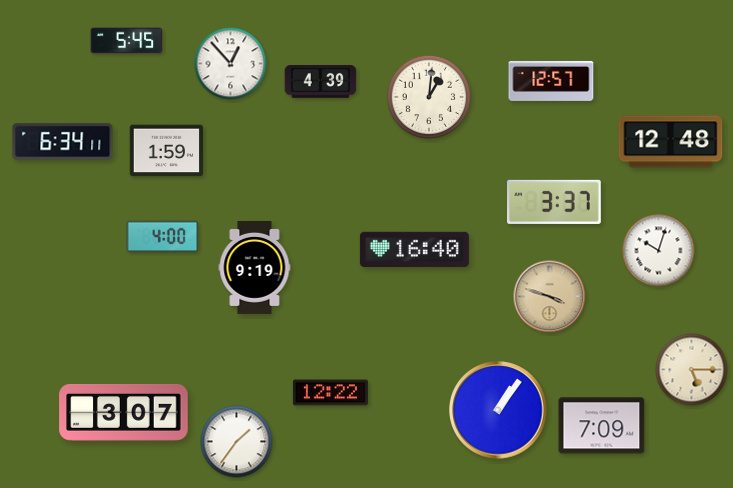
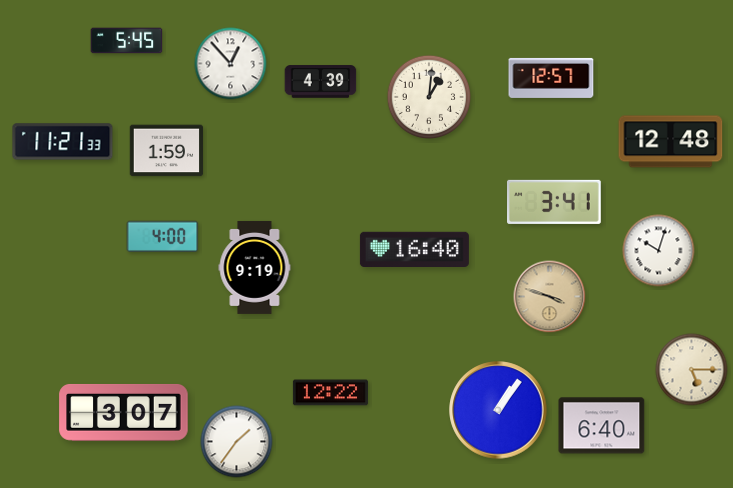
clock at (551, 81) position: (551, 81) -> (551, 78)
clock at (63, 142): 6:34 -> 11:21
clock at (555, 202): 3:37 -> 3:41
clock at (602, 426): 7:09 -> 6:40
